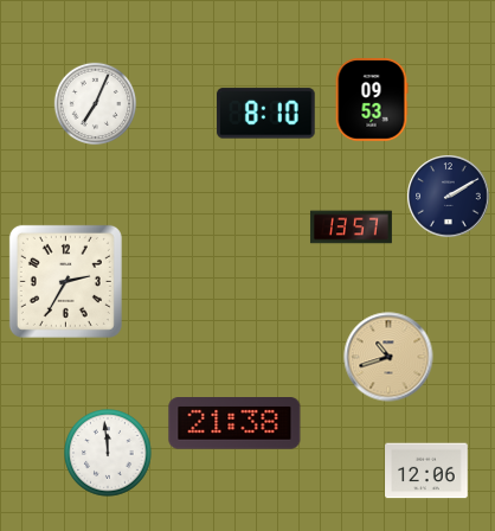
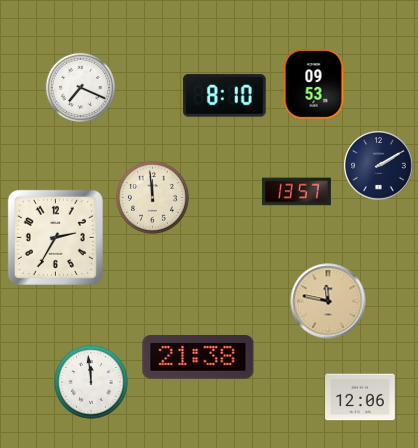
clock at (96, 104): 7:04 -> 7:19
clock at (153, 198): none -> 11:59
clock at (388, 357): 10:42 -> 11:47
